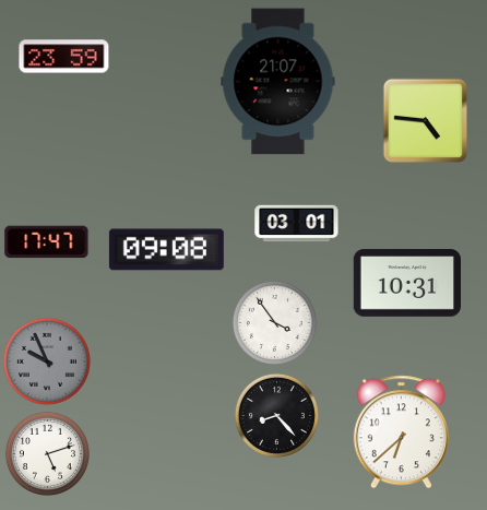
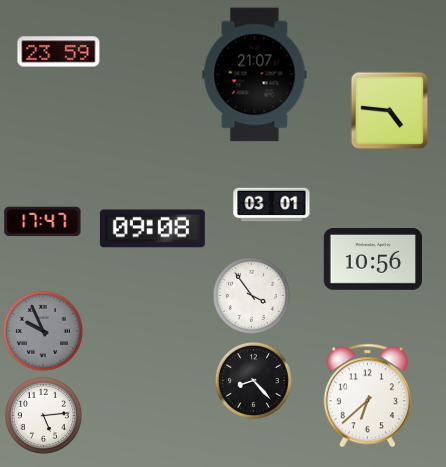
clock at (407, 284): 10:31 -> 10:56
clock at (47, 453): 5:12 -> 5:14
